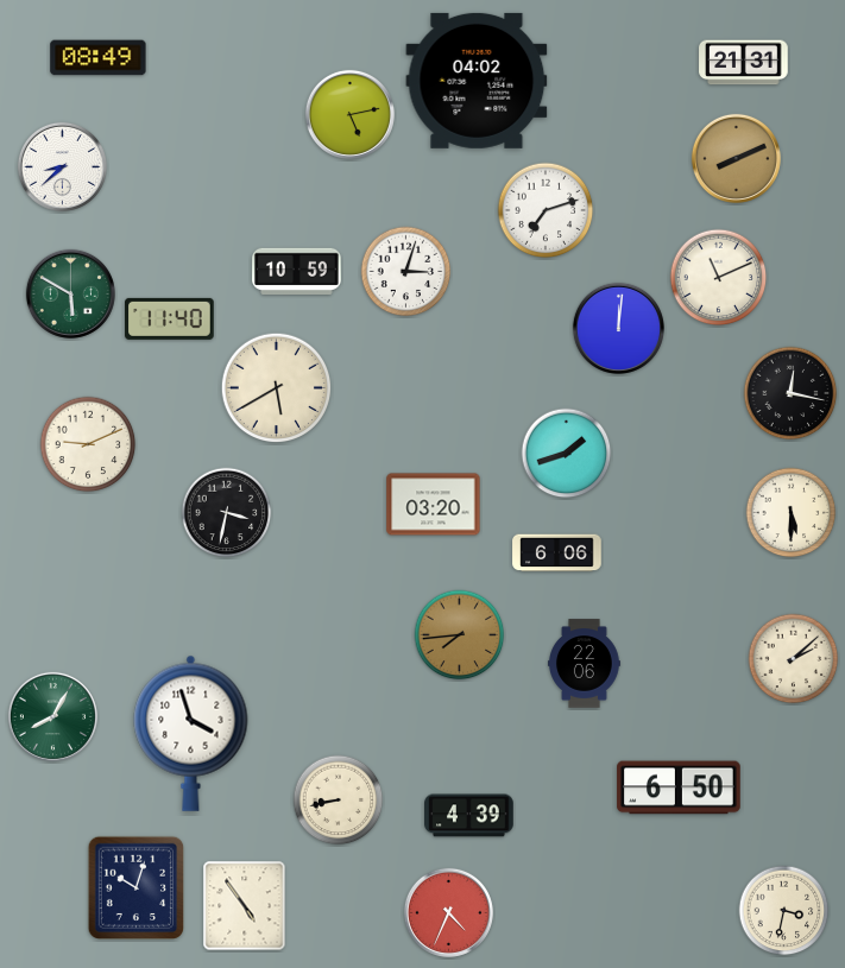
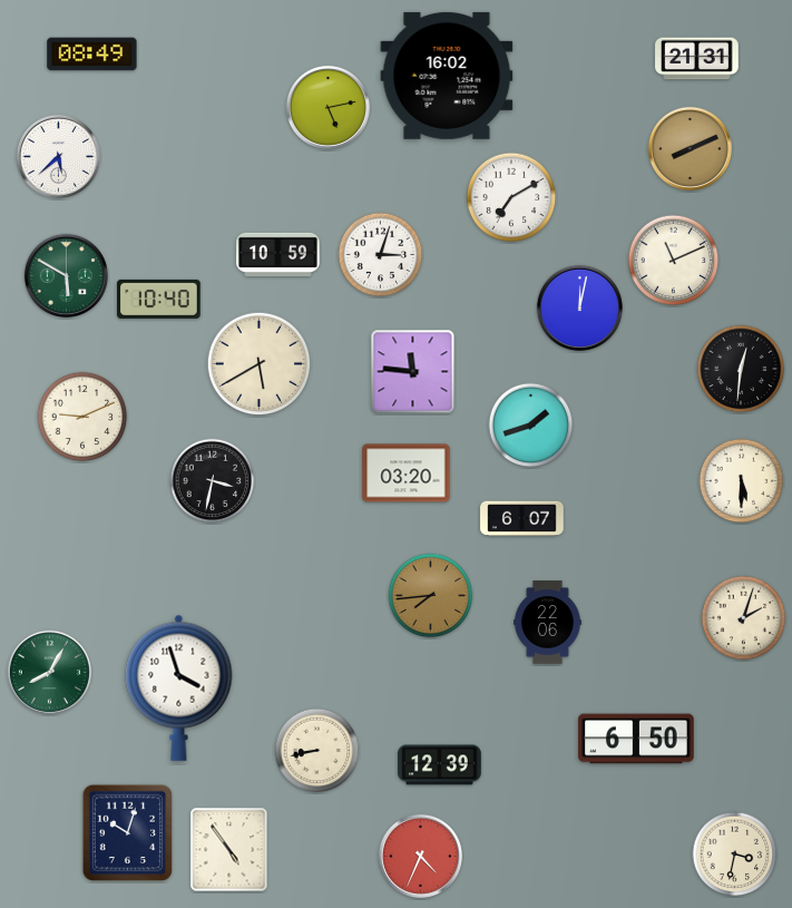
clock at (477, 81): 04:02 -> 16:02
clock at (62, 166): 8:38 -> 5:38
clock at (546, 210): 7:12 -> 7:10
clock at (170, 318): 11:40 -> 10:40
clock at (618, 328): 12:01 -> 12:02
clock at (790, 393): 12:17 -> 12:31
clock at (413, 372): none -> 11:46
clock at (557, 553): 6:06 -> 6:07
clock at (794, 659): 2:08 -> 2:03
clock at (469, 816): 4:39 -> 12:39
